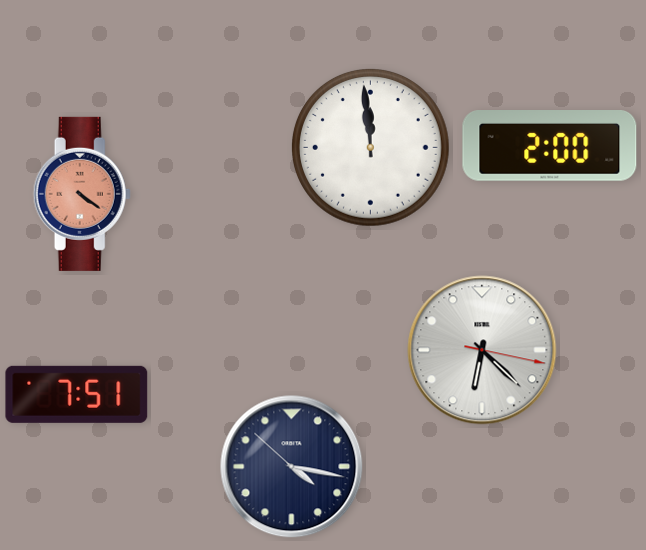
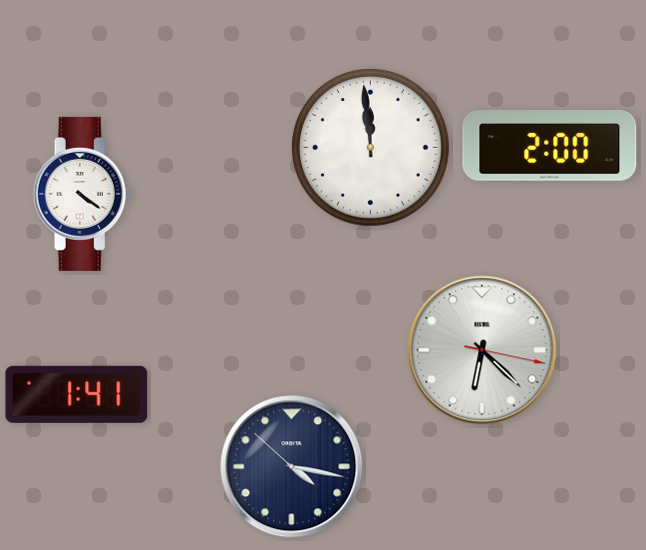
clock at (82, 194) dial: salmon -> white
clock at (77, 394): 7:51 -> 1:41
